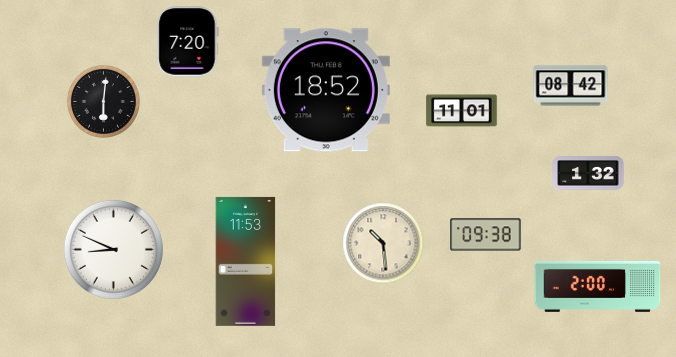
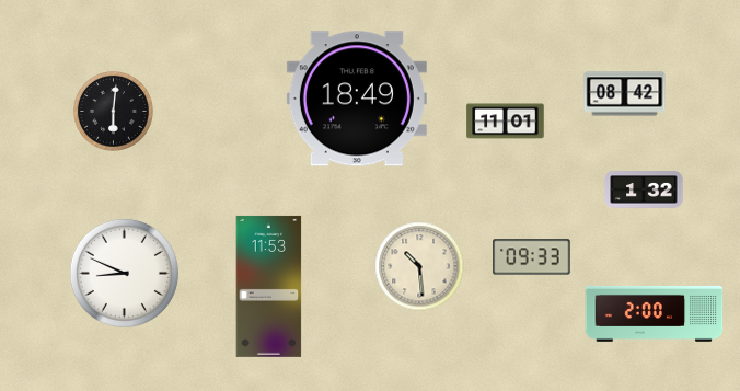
clock at (188, 42): 7:20 -> none
clock at (326, 90): 18:52 -> 18:49
clock at (486, 235): 09:38 -> 09:33
